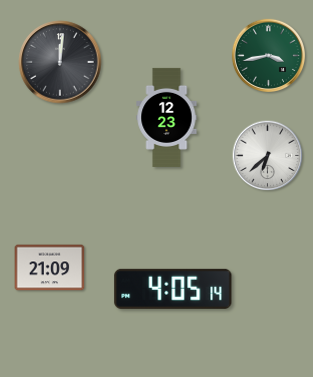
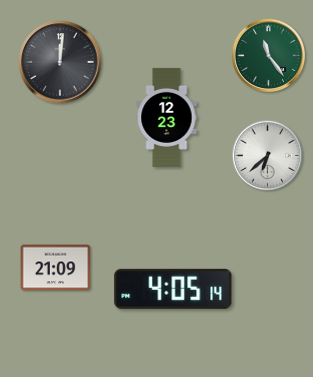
clock at (268, 55): 3:43 -> 11:24
clock at (50, 268) position: (50, 268) -> (56, 268)
